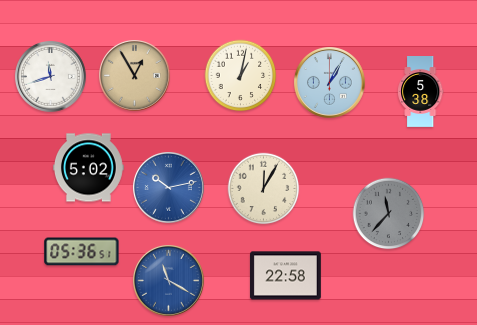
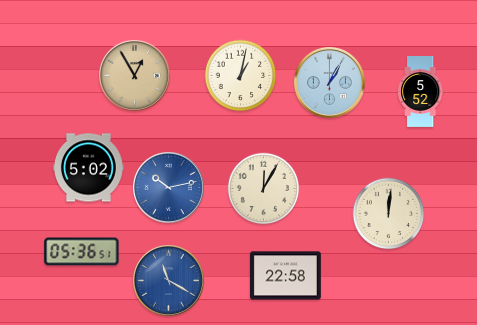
clock at (51, 77): 11:42 -> none
clock at (421, 92): 5:38 -> 5:52
clock at (389, 214): 11:37 -> 12:01
clock at (389, 214) dial: grey -> cream
